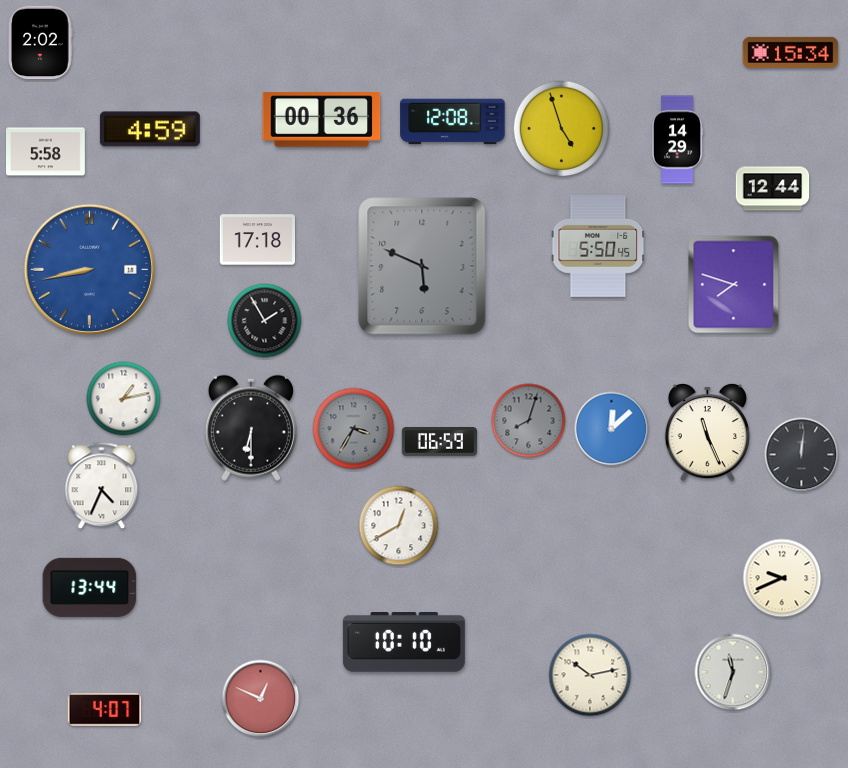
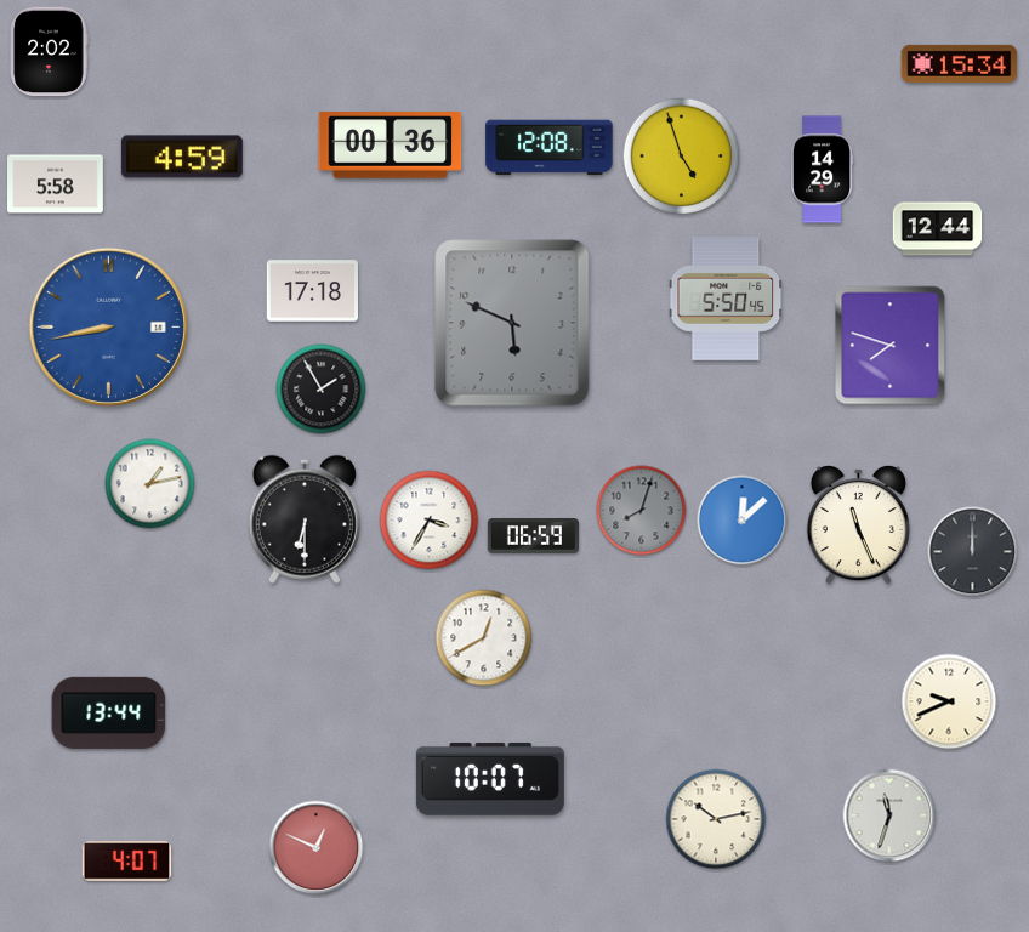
clock at (354, 429) dial: grey -> white
clock at (802, 455): 12:01 -> 12:00
clock at (102, 486): 4:34 -> none
clock at (404, 643): 10:10 -> 10:07
